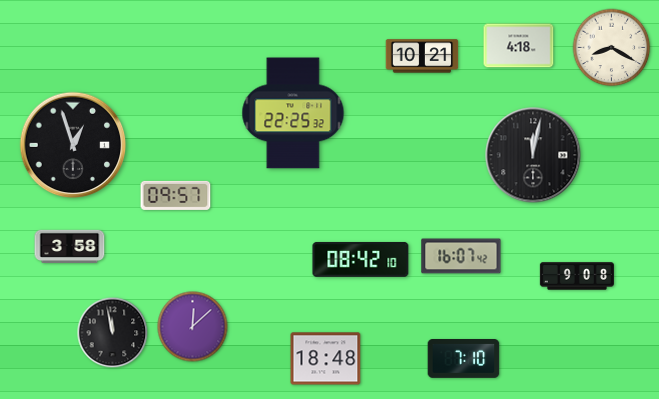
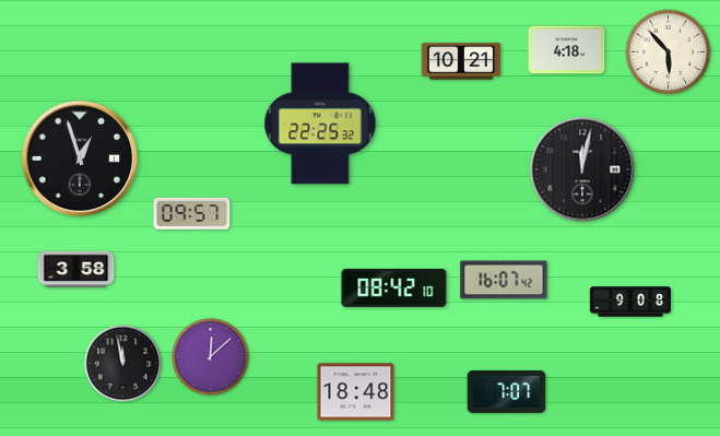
clock at (612, 48): 8:20 -> 5:53
clock at (361, 259) position: (361, 259) -> (394, 287)
clock at (464, 359): 7:10 -> 7:07
